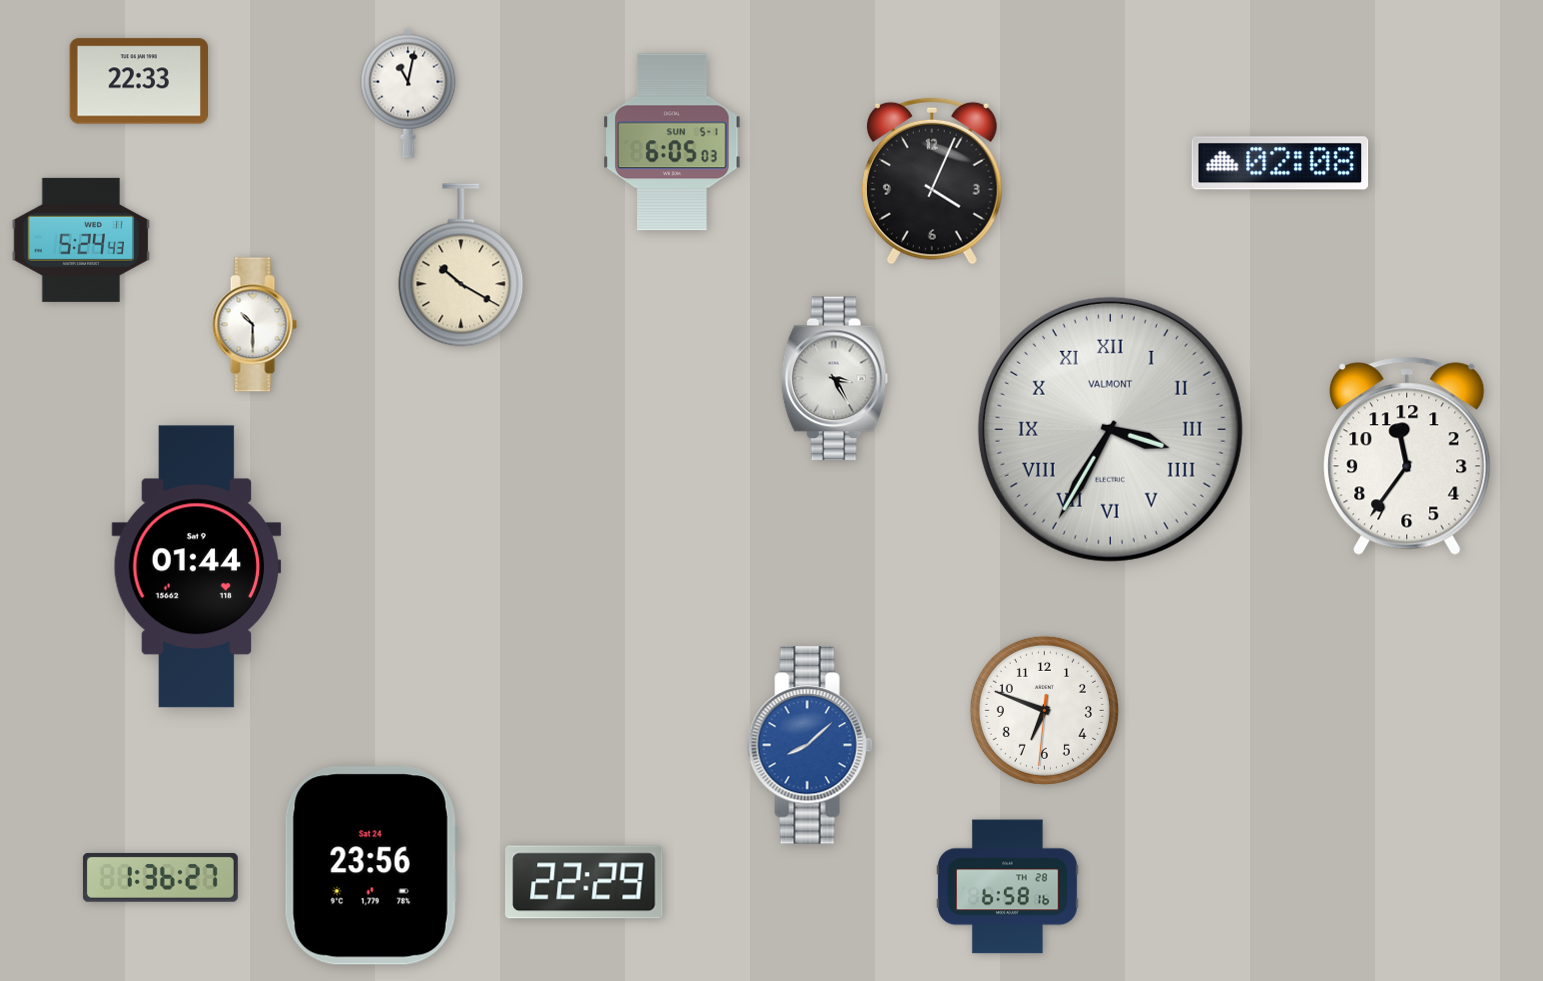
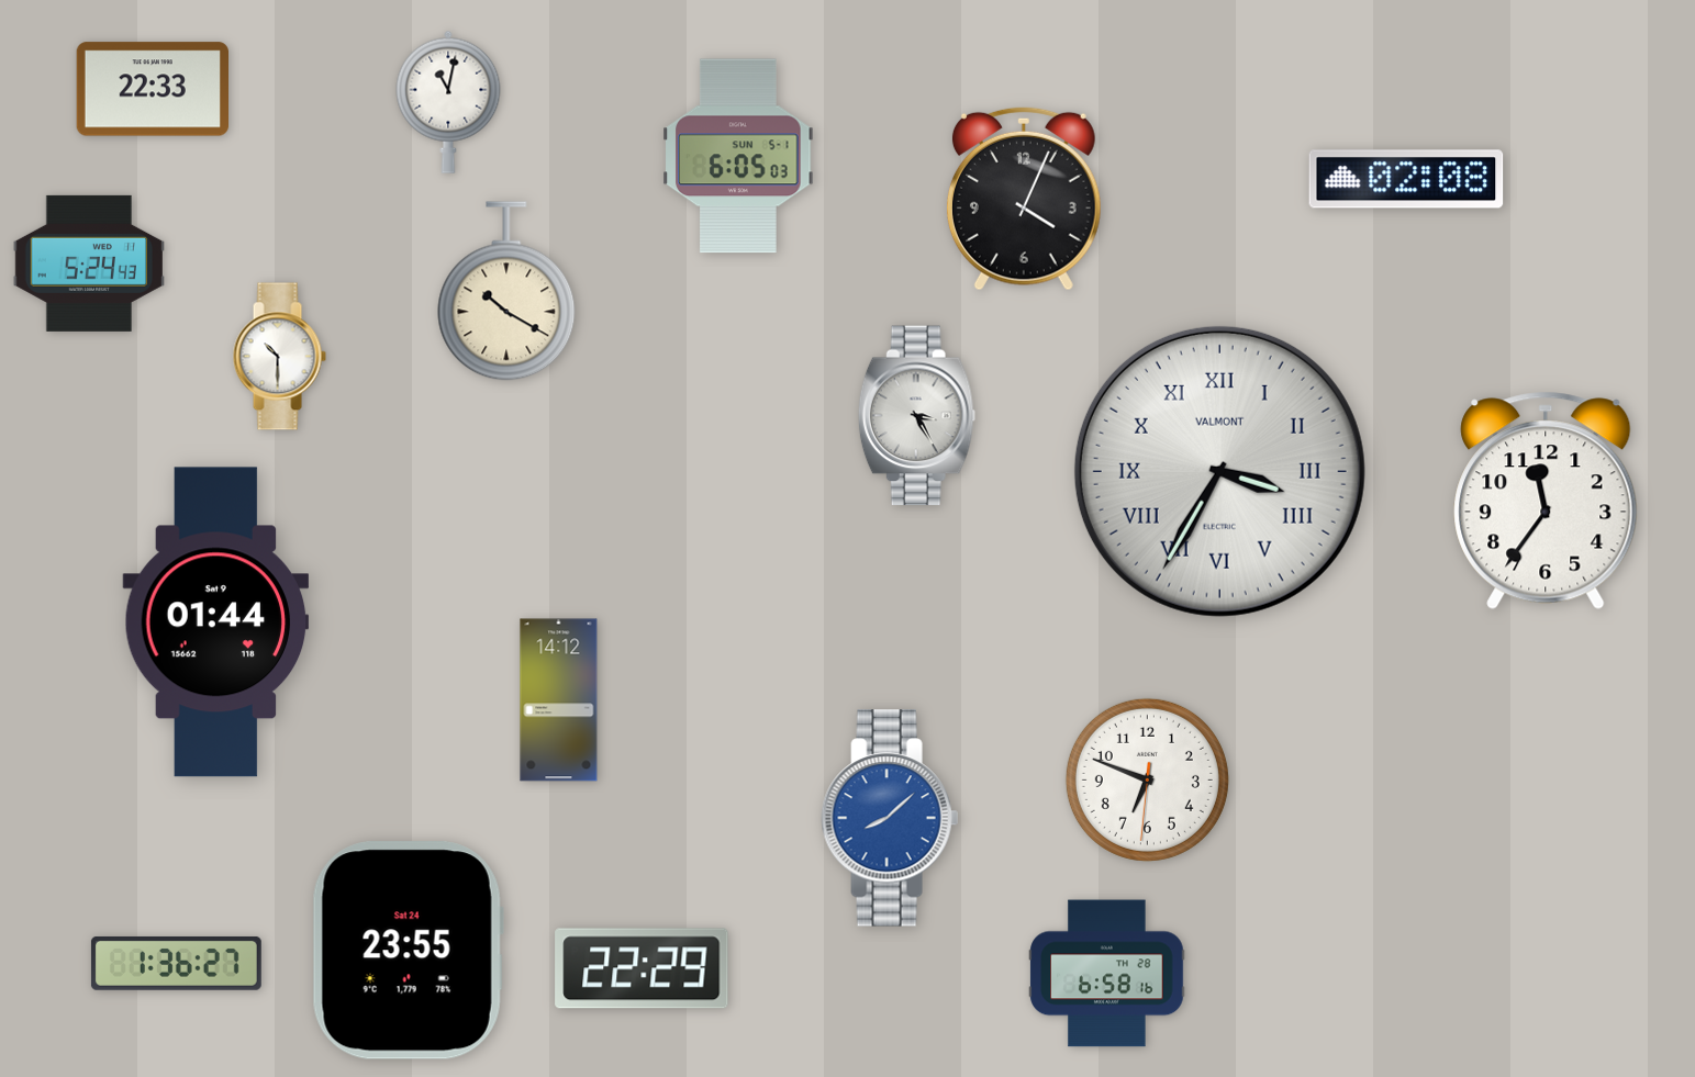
clock at (559, 700): none -> 14:12
clock at (371, 866): 23:56 -> 23:55
